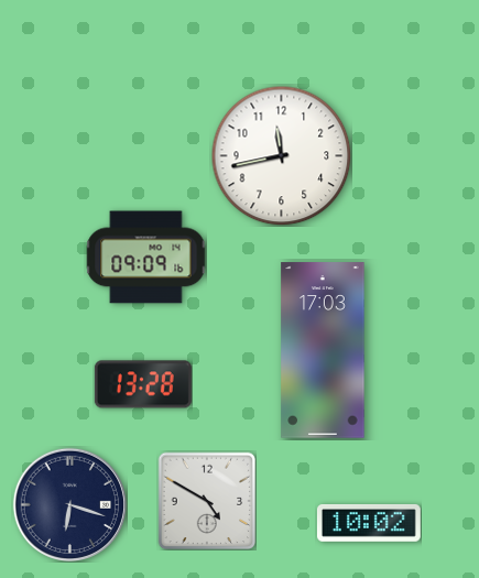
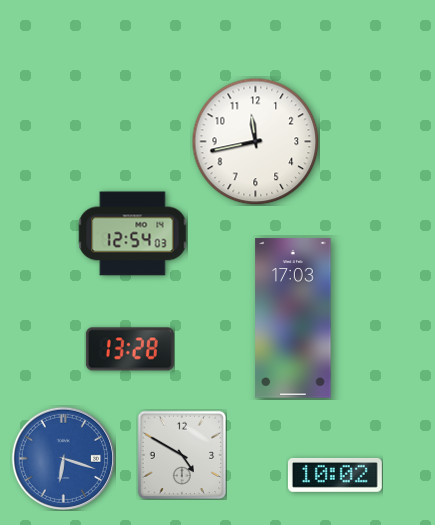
clock at (146, 258): 09:09 -> 12:54
clock at (207, 501) position: (207, 501) -> (182, 455)
clock at (69, 504) dial: navy -> blue
